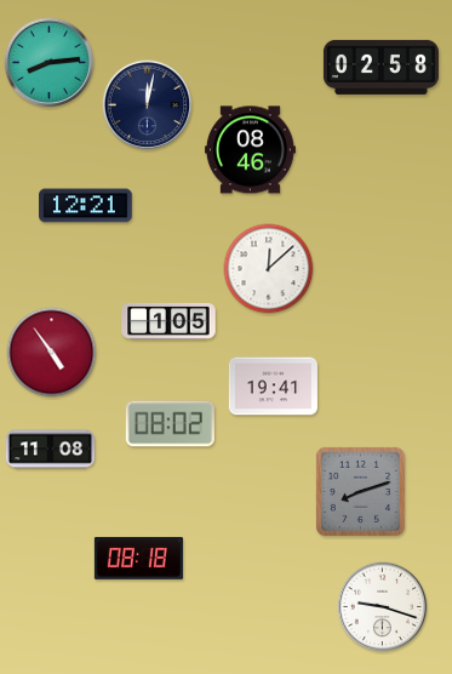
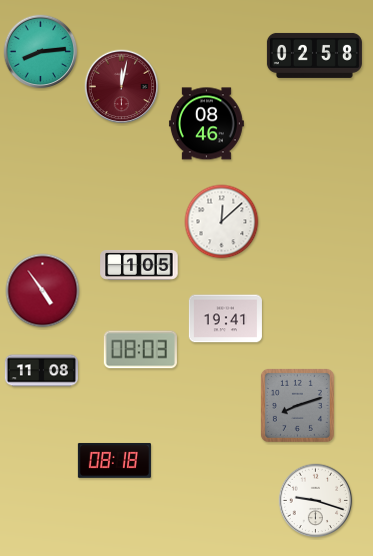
clock at (148, 105) dial: navy -> burgundy
clock at (86, 206): 12:21 -> none
clock at (170, 424): 08:02 -> 08:03
